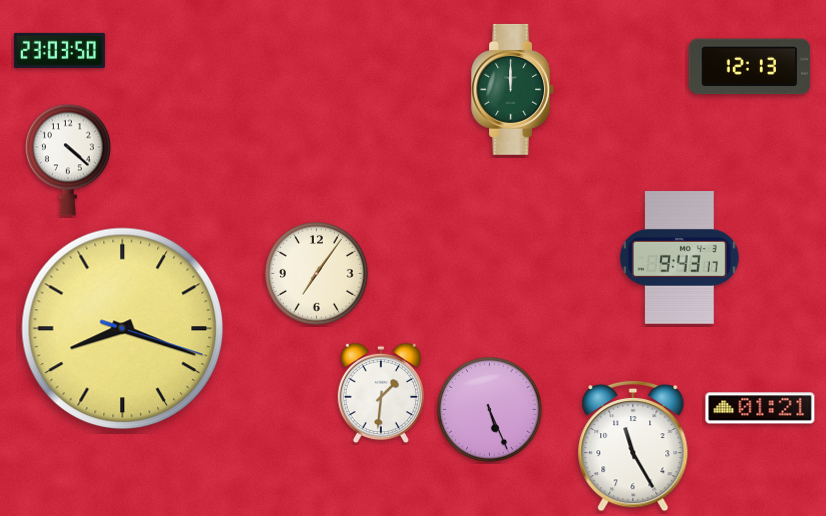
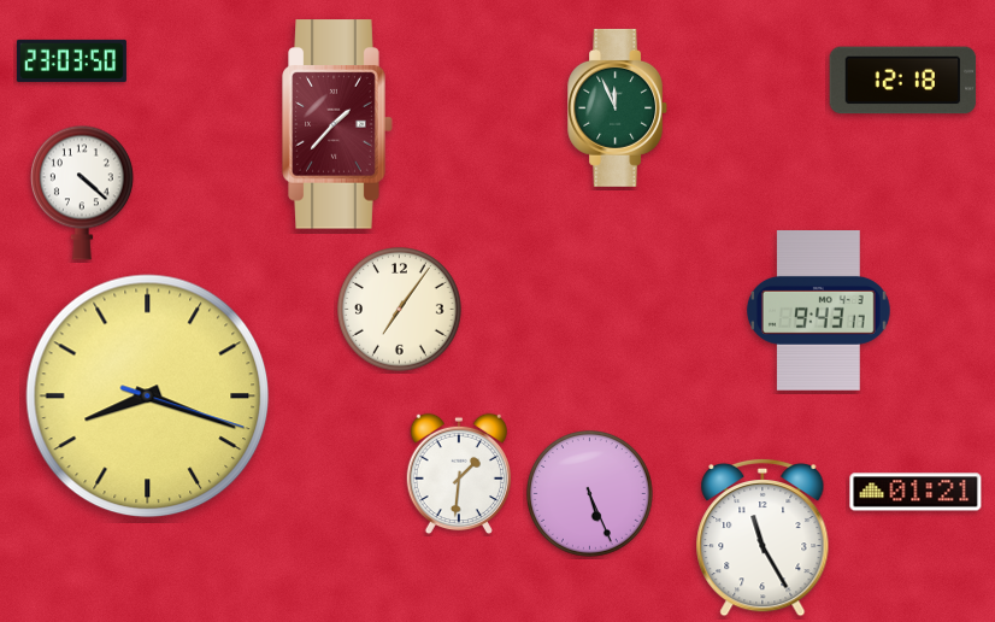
clock at (750, 67): 12:13 -> 12:18
clock at (513, 89): 12:00 -> 11:56
clock at (337, 124): none -> 1:37
clock at (317, 274) position: (317, 274) -> (400, 310)
